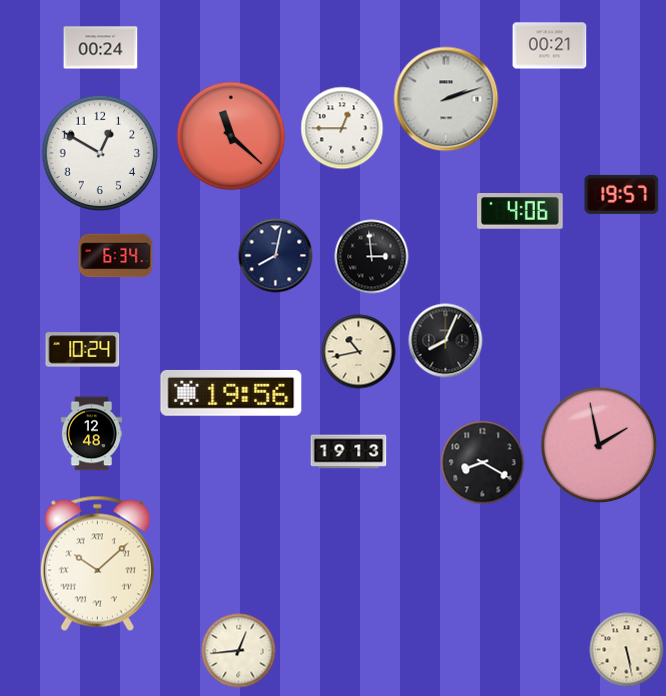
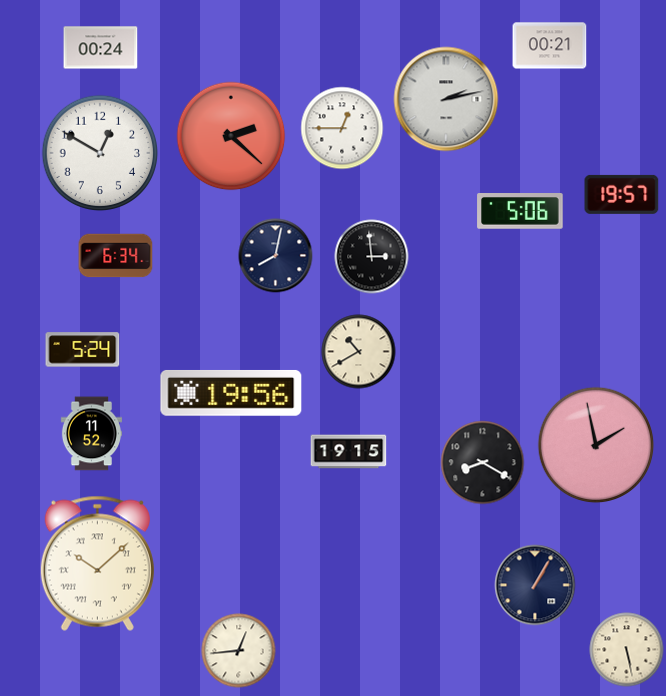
clock at (446, 99): 2:12 -> 2:13
clock at (231, 136): 11:22 -> 2:22
clock at (520, 211): 4:06 -> 5:06
clock at (446, 341): 8:04 -> none
clock at (83, 350): 10:24 -> 5:24
clock at (359, 352): 10:43 -> 10:40
clock at (91, 434): 12:48 -> 11:52
clock at (599, 445) position: (599, 445) -> (596, 445)
clock at (349, 452): 19:13 -> 19:15
clock at (535, 585): none -> 1:05
